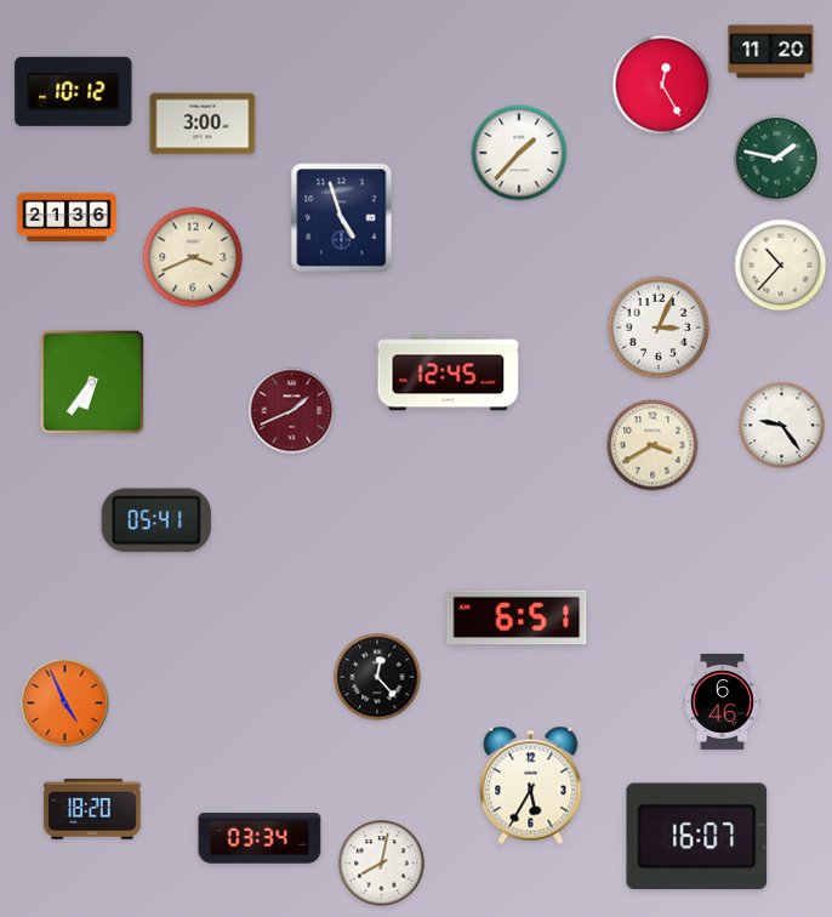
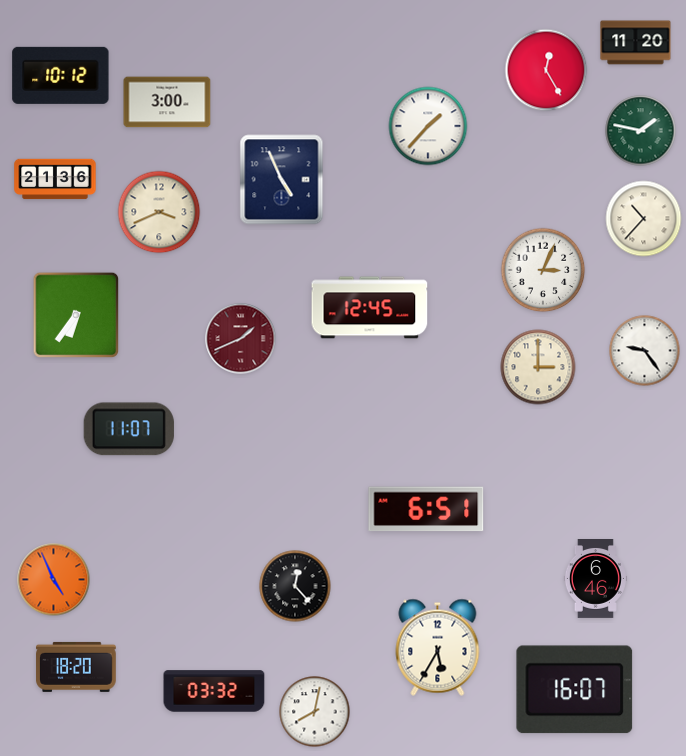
clock at (342, 218): 4:57 -> 4:56
clock at (653, 445): 3:40 -> 3:00
clock at (156, 520): 05:41 -> 11:07
clock at (377, 677) position: (377, 677) -> (295, 586)
clock at (260, 838): 03:34 -> 03:32
